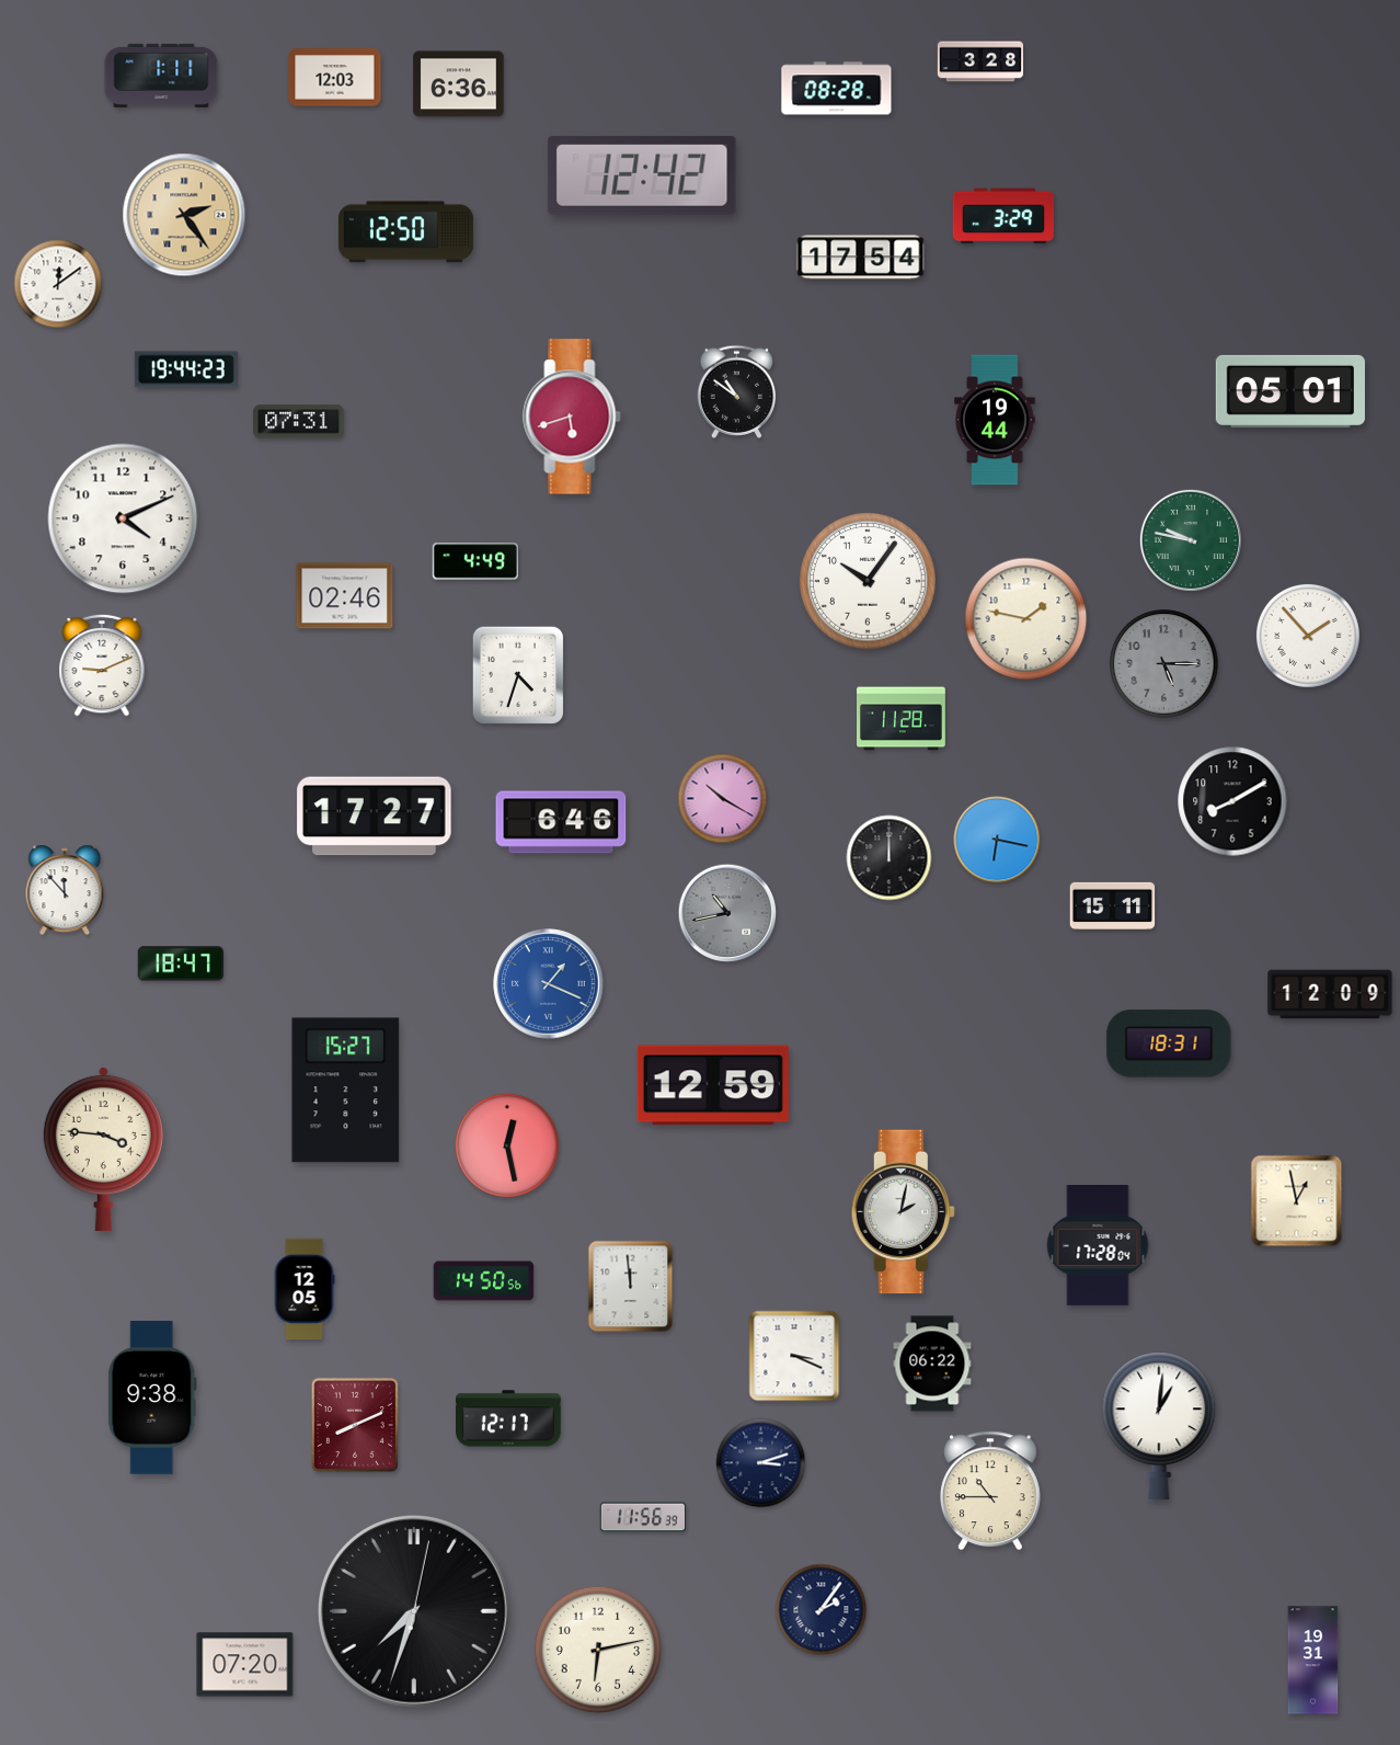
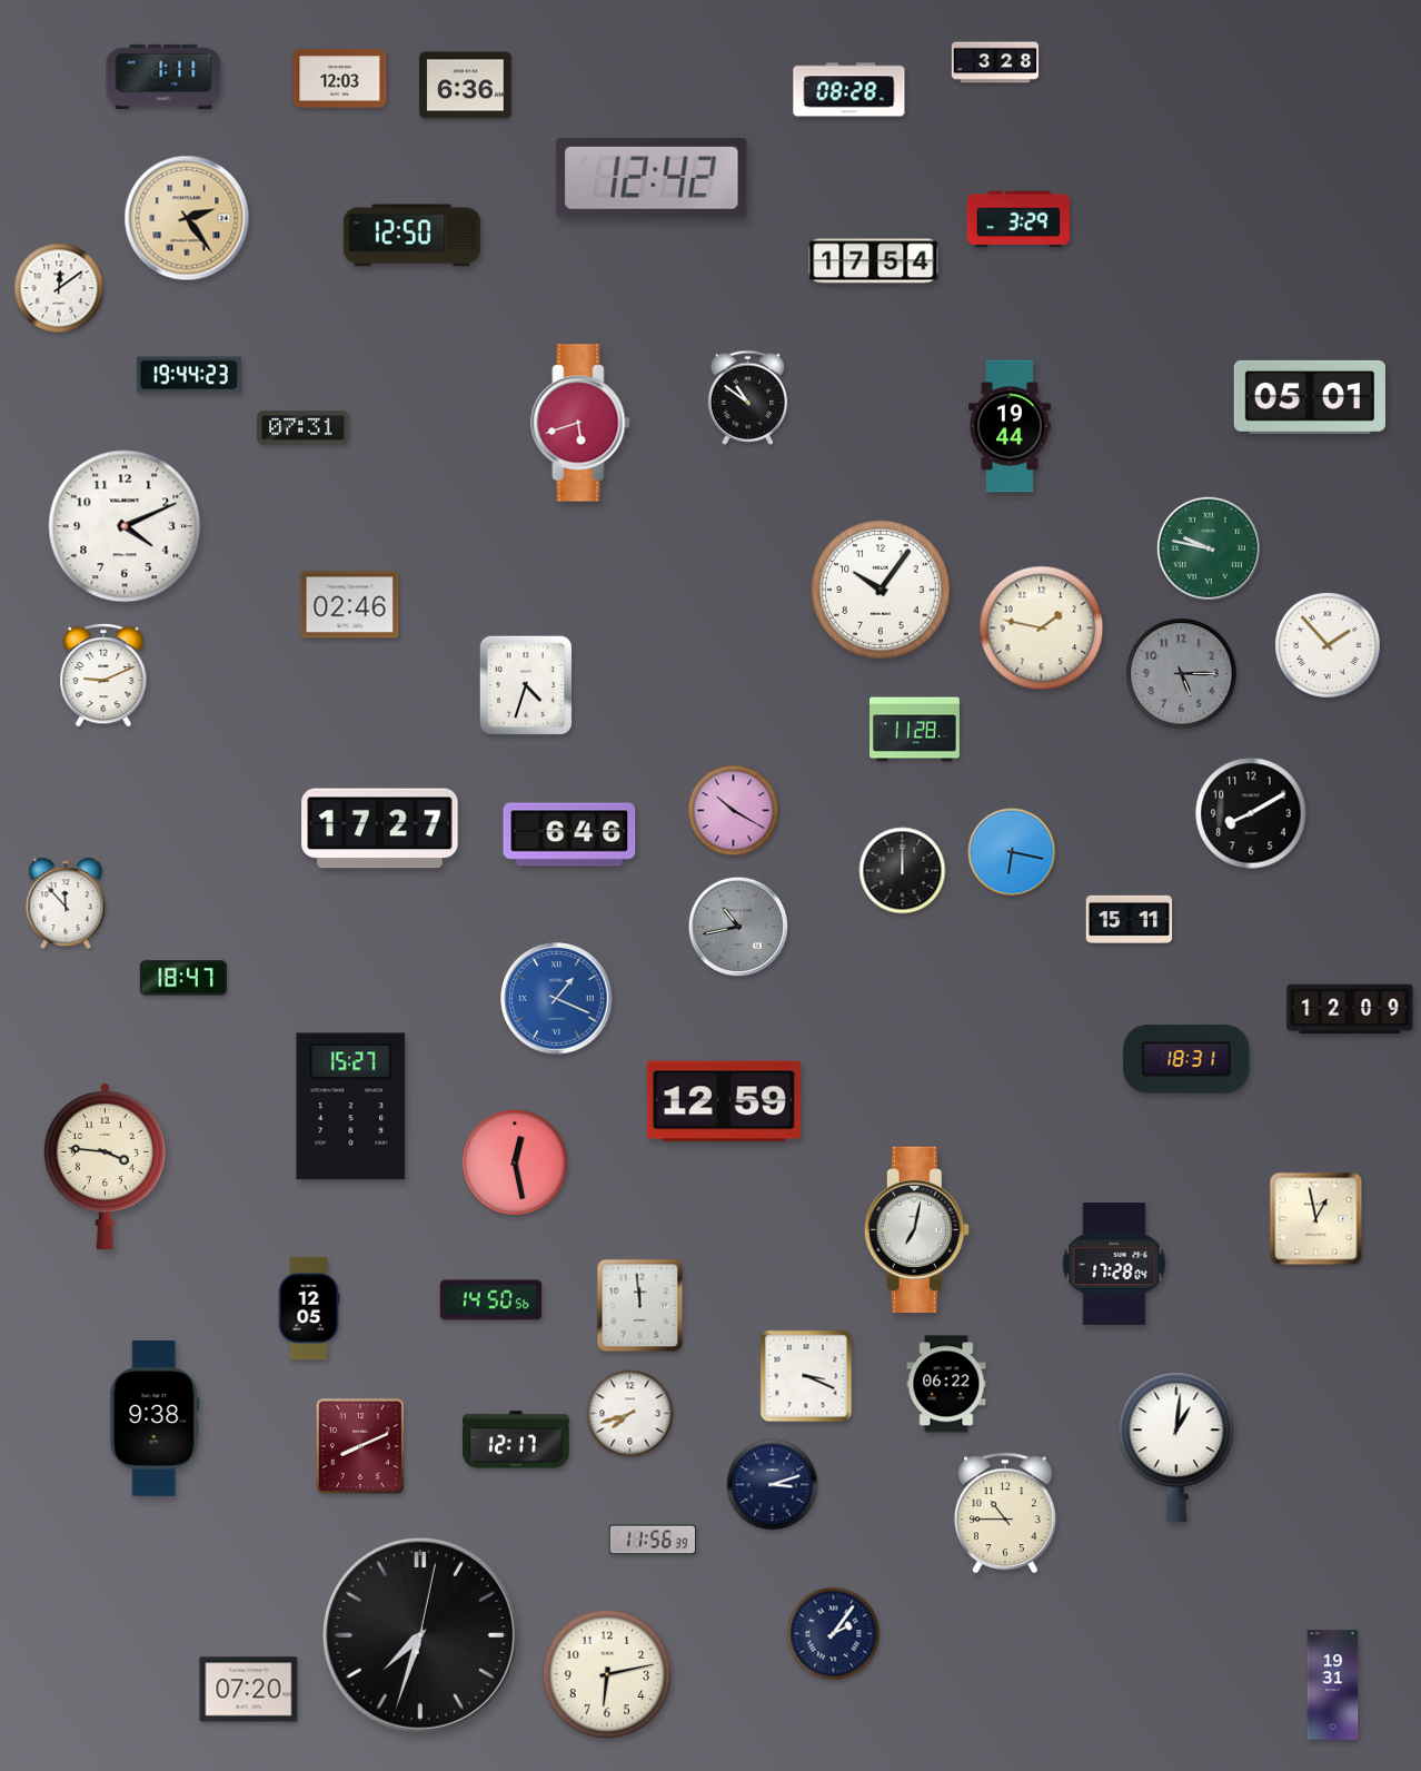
clock at (475, 561): 4:49 -> none
clock at (903, 1212): 2:02 -> 7:02
clock at (630, 1414): none -> 7:42
